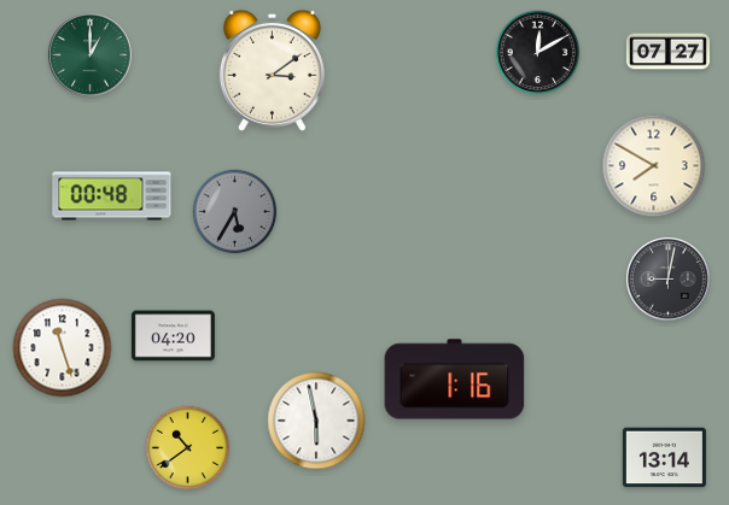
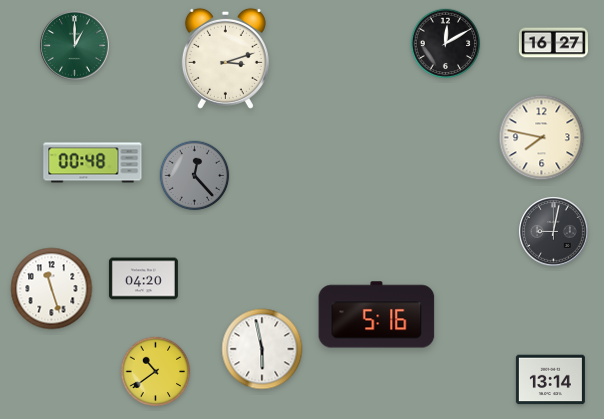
clock at (667, 52): 07:27 -> 16:27
clock at (272, 70): 3:09 -> 3:12
clock at (654, 166): 7:50 -> 7:47
clock at (235, 212): 5:35 -> 12:23
clock at (455, 380): 1:16 -> 5:16
